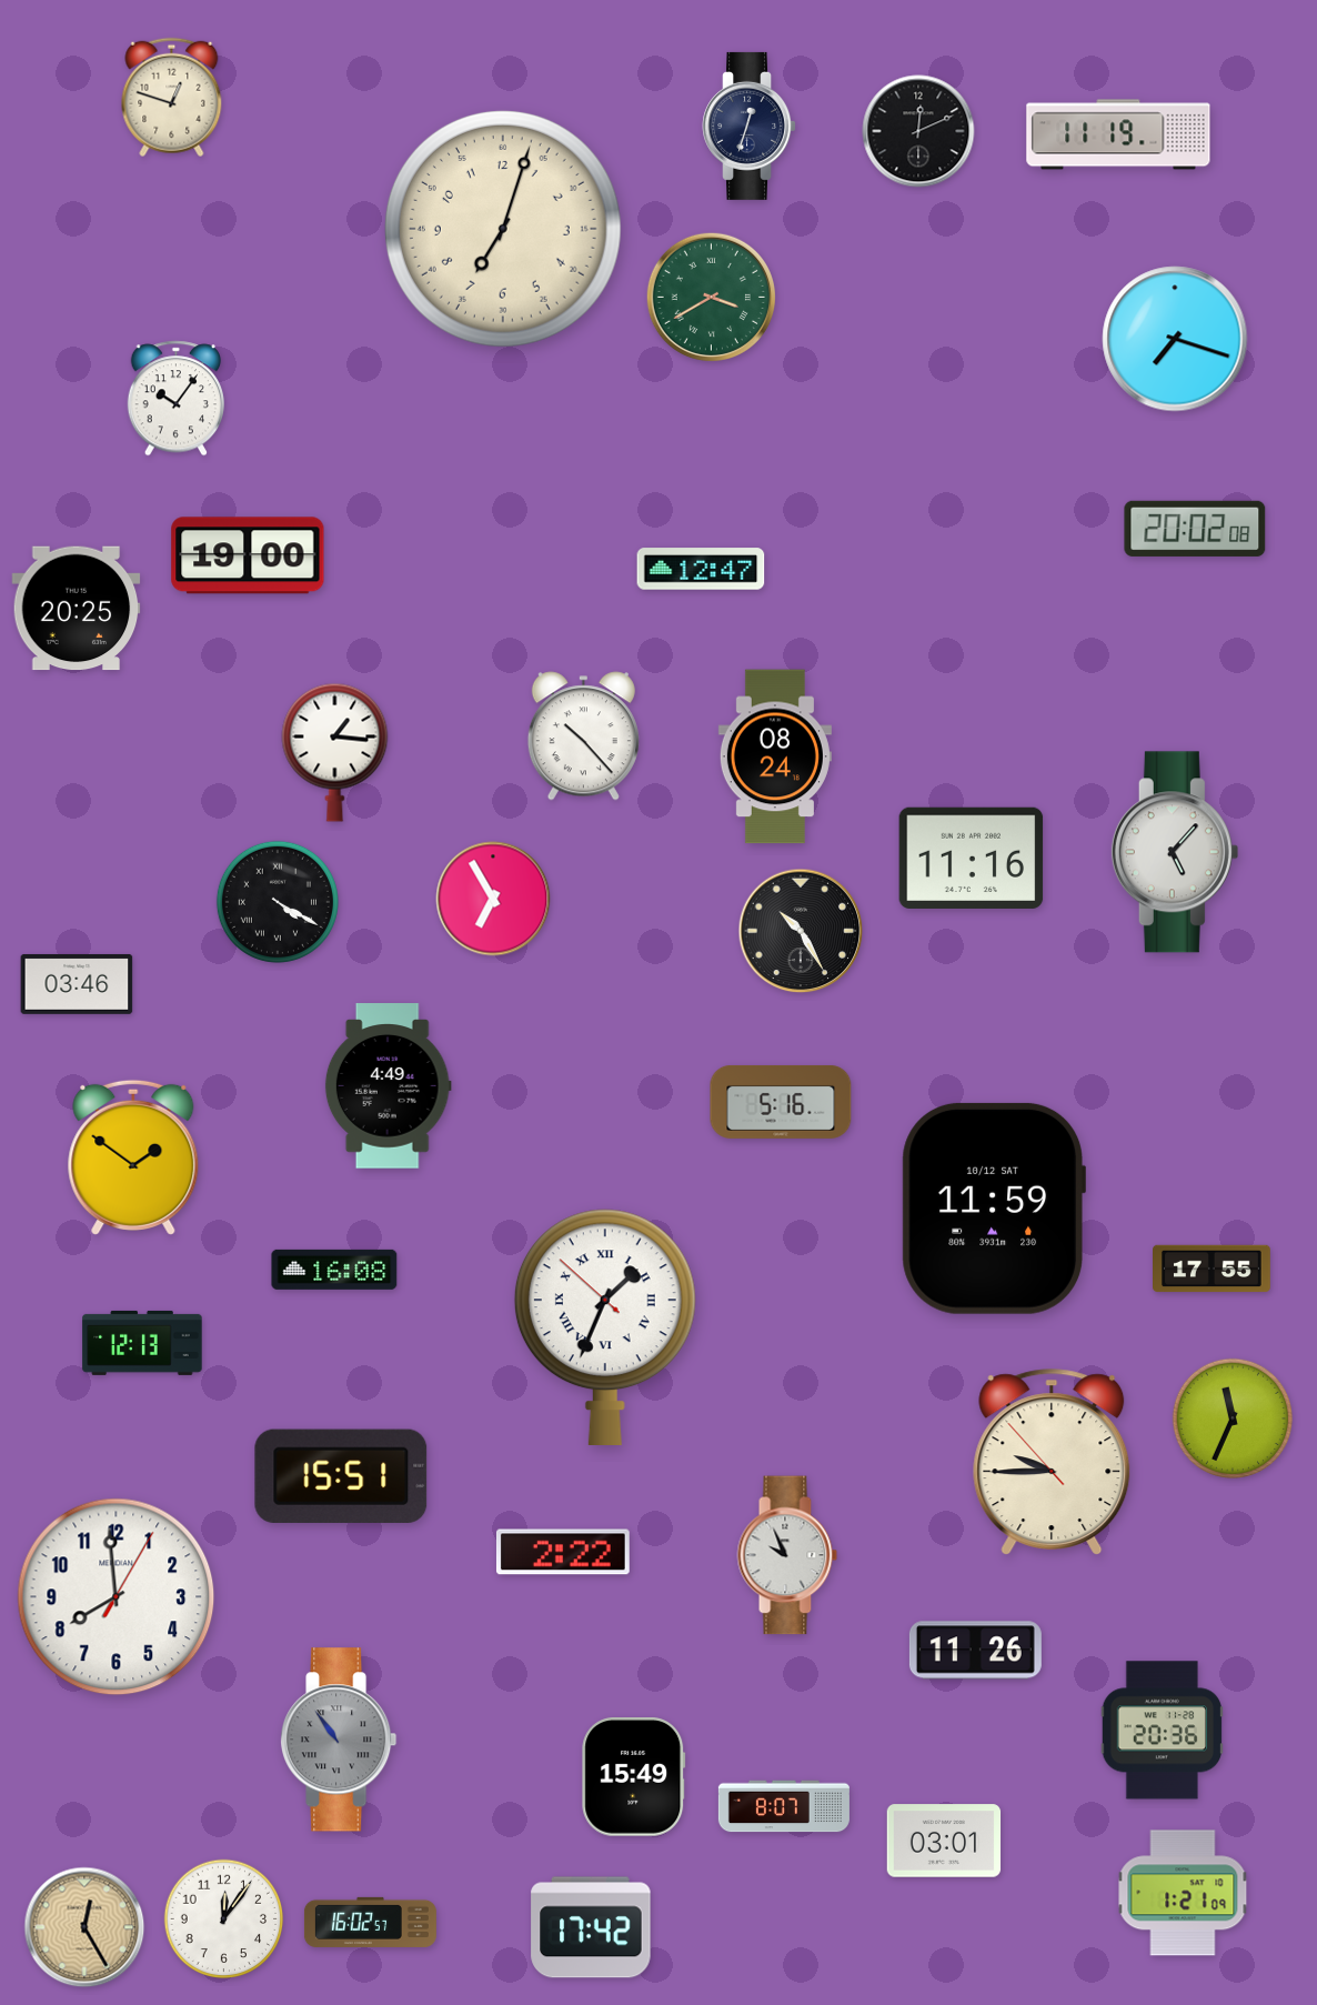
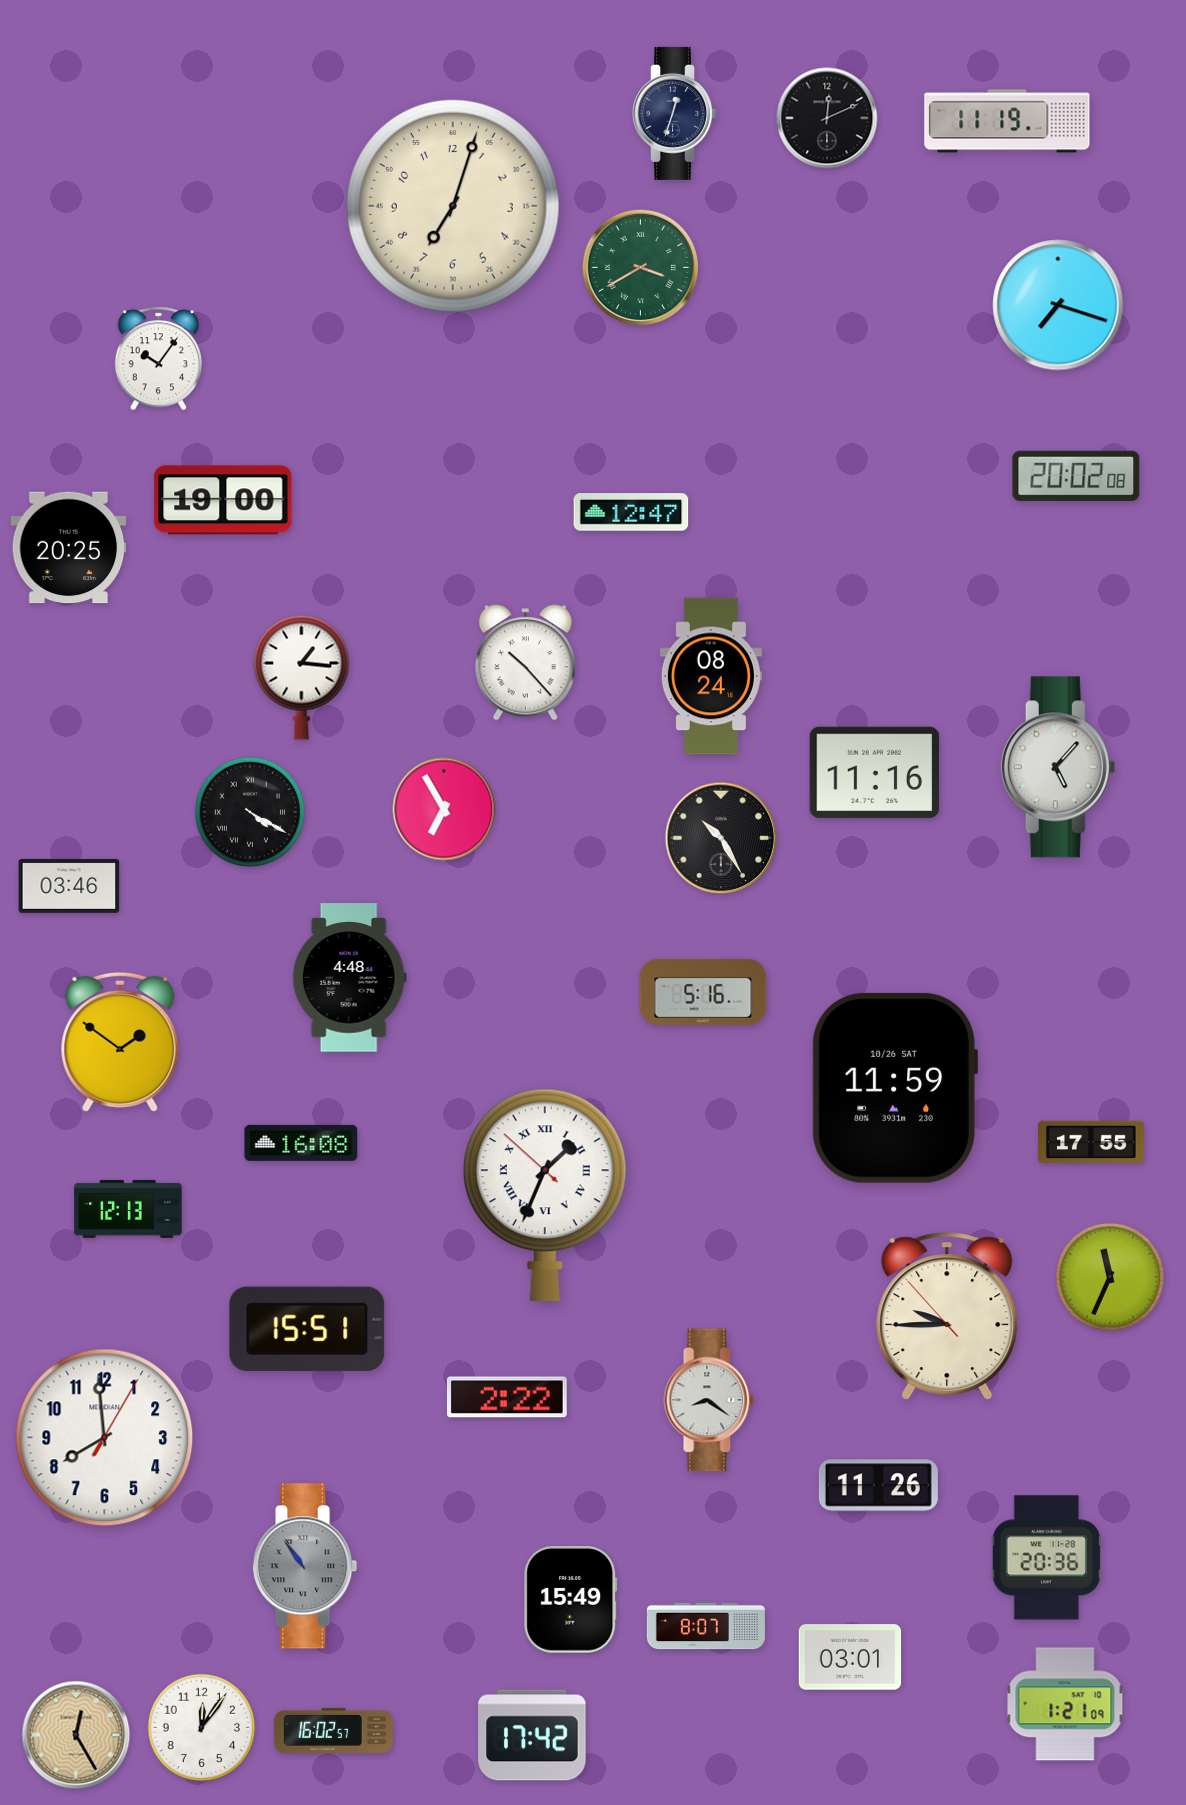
clock at (172, 98): 12:48 -> none
clock at (775, 756) position: (775, 756) -> (711, 676)
clock at (388, 1086): 4:49 -> 4:48
clock at (994, 1209) date: 10/12 SAT -> 10/26 SAT
clock at (787, 1555): 9:56 -> 8:21
